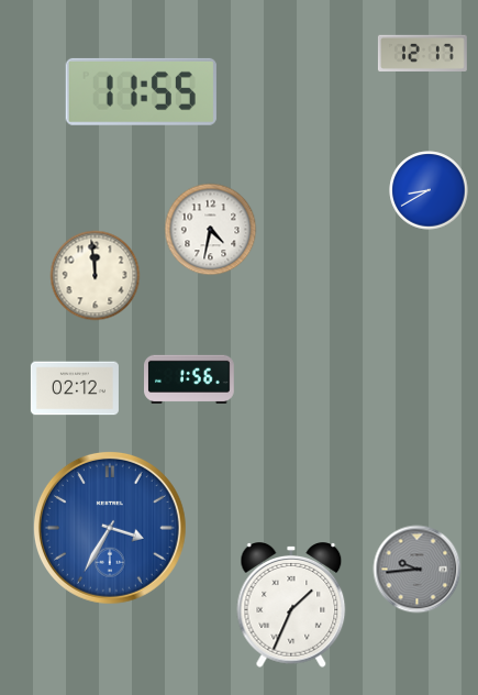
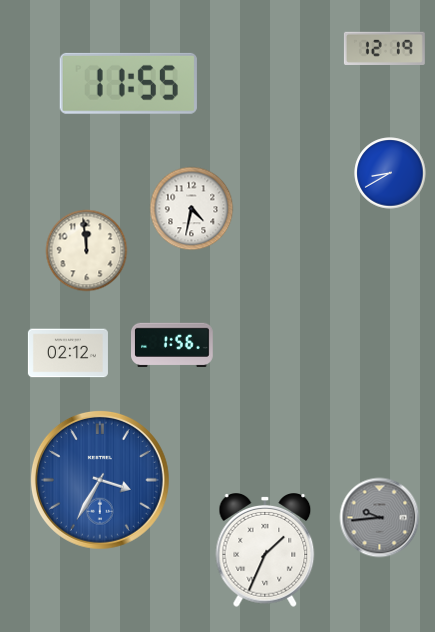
clock at (422, 53): 12:17 -> 12:19
